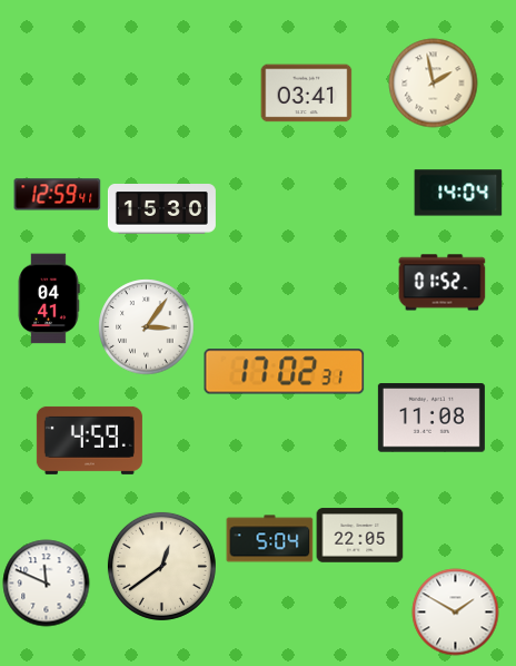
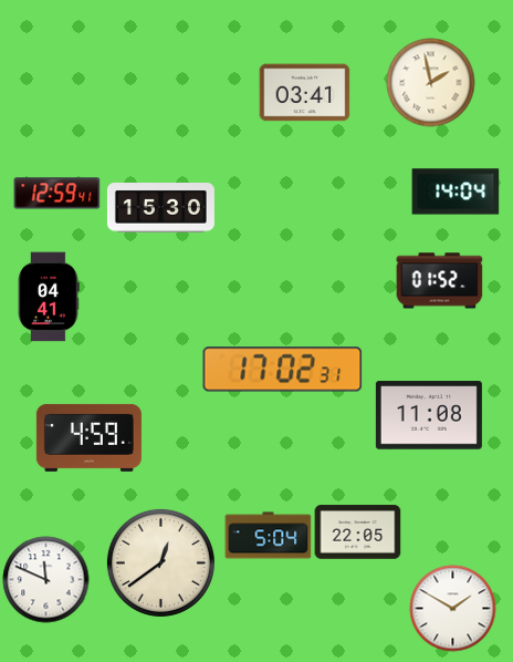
clock at (146, 326): 3:06 -> none
